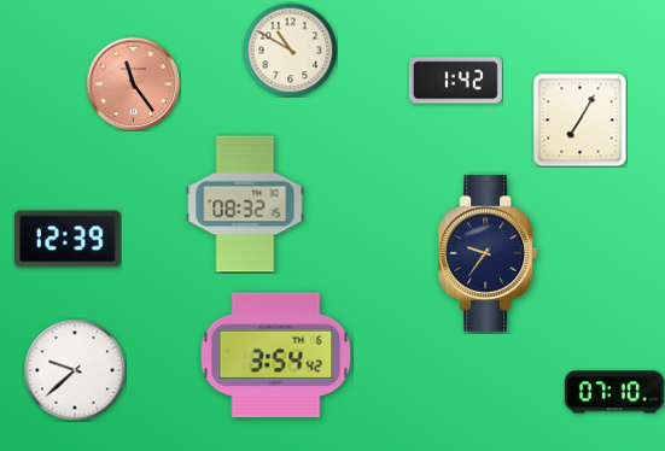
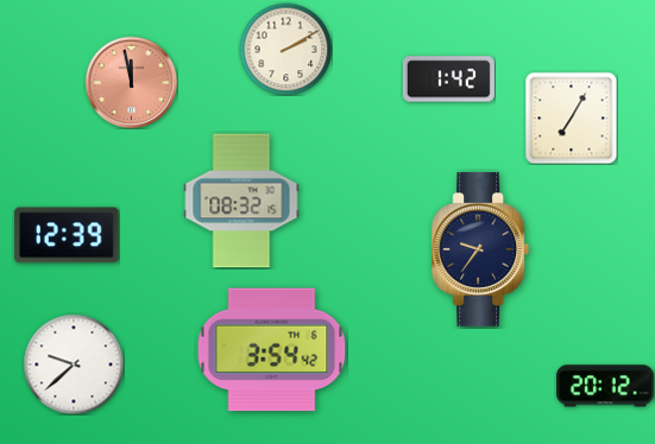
clock at (290, 49): 10:50 -> 2:10
clock at (133, 83): 11:24 -> 11:58
clock at (616, 392): 07:10 -> 20:12
